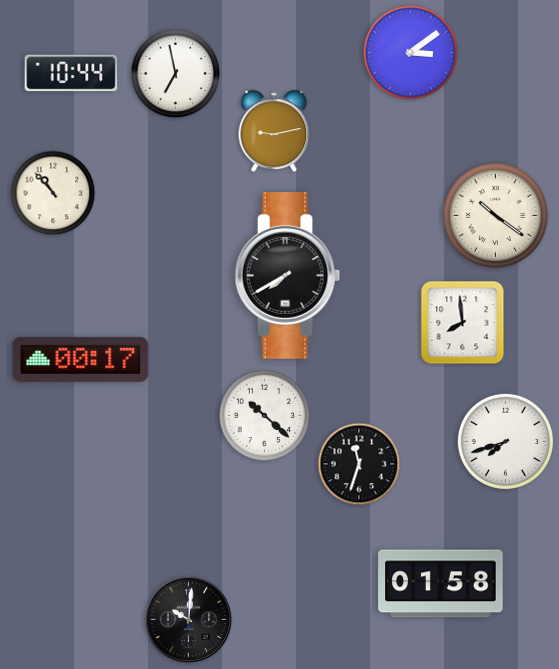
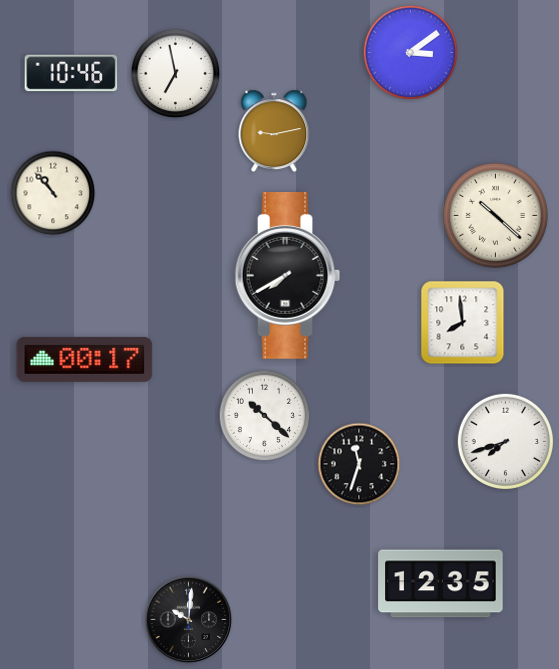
clock at (71, 73): 10:44 -> 10:46
clock at (495, 215): 10:21 -> 10:22
clock at (81, 359) position: (81, 359) -> (85, 359)
clock at (441, 584): 01:58 -> 12:35
